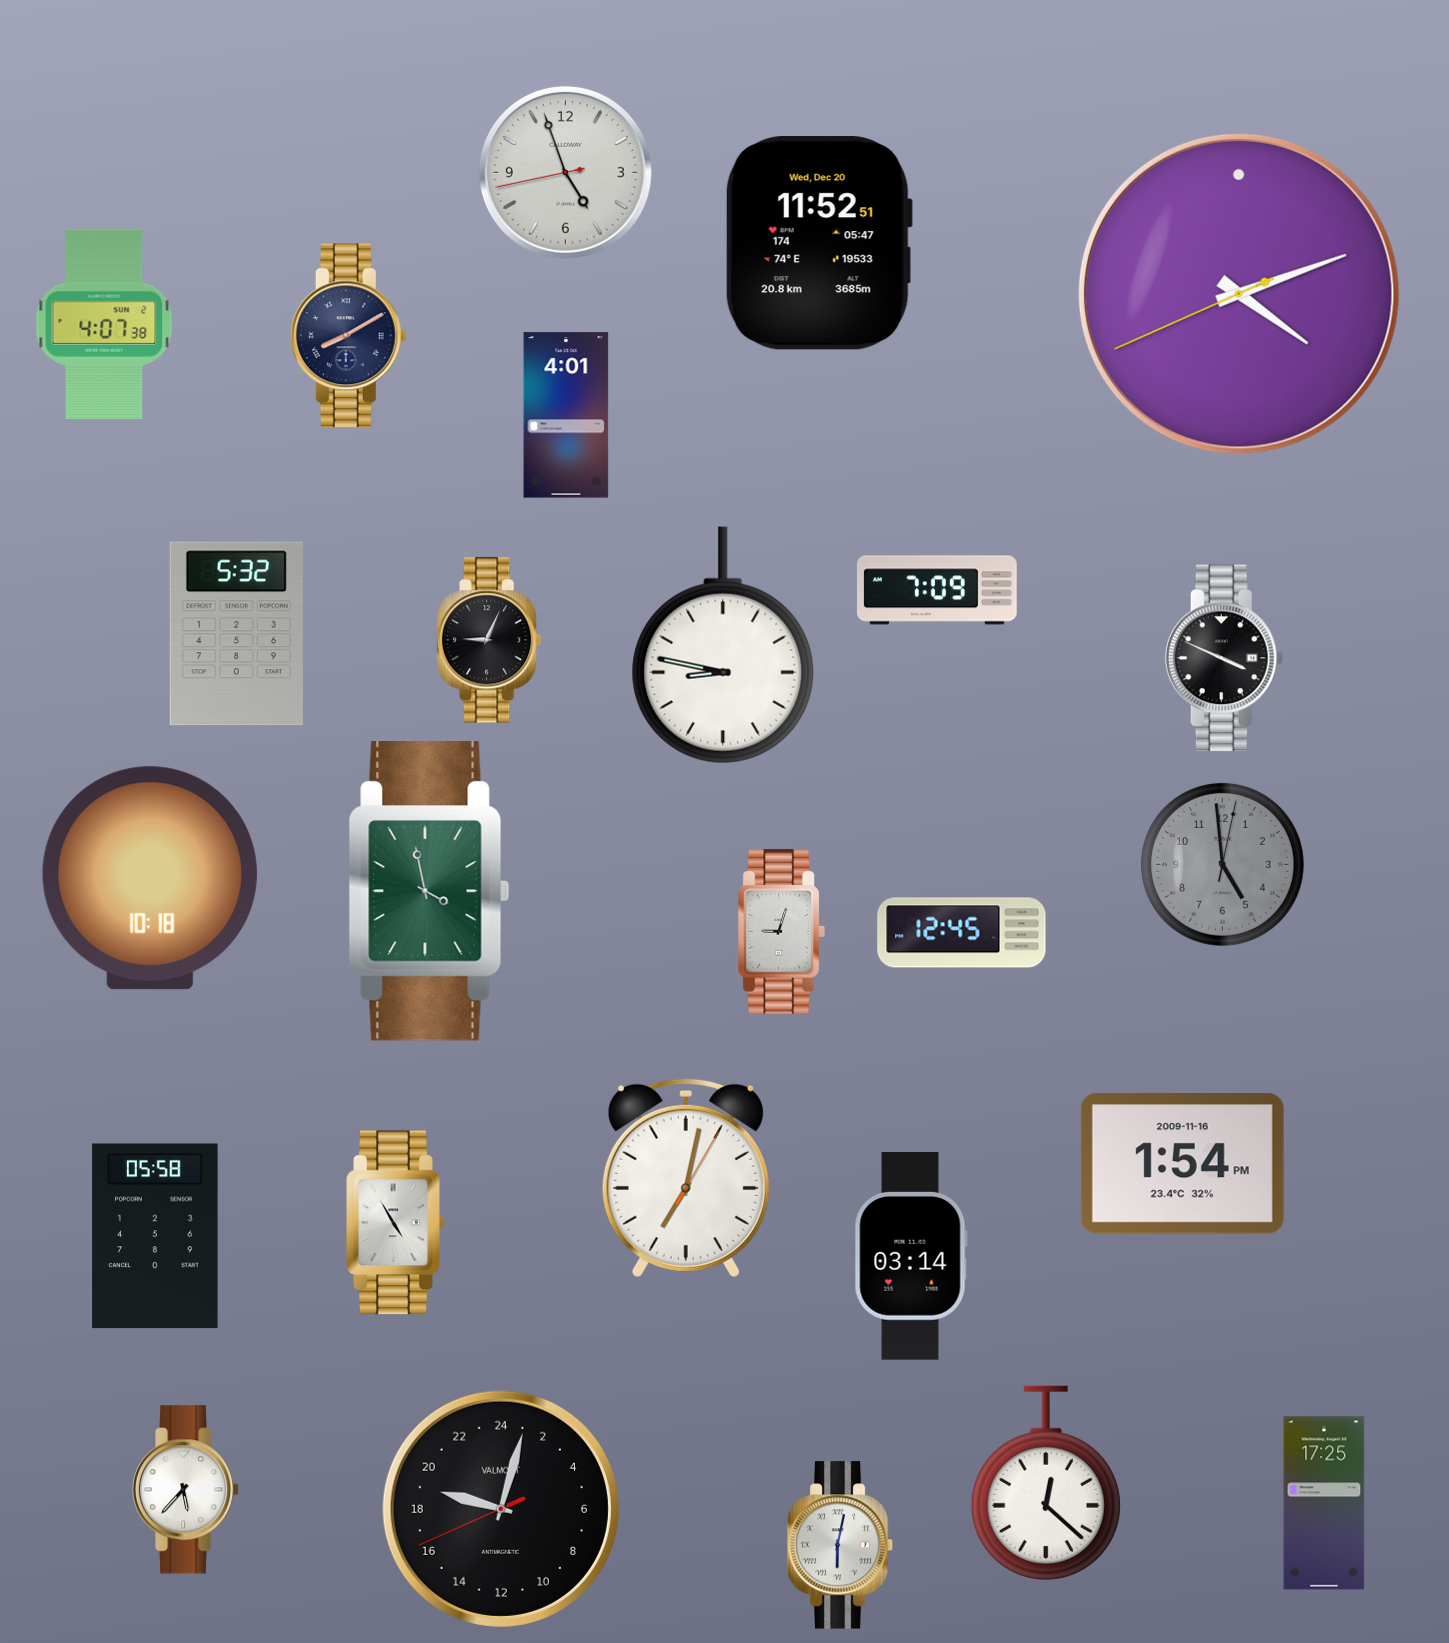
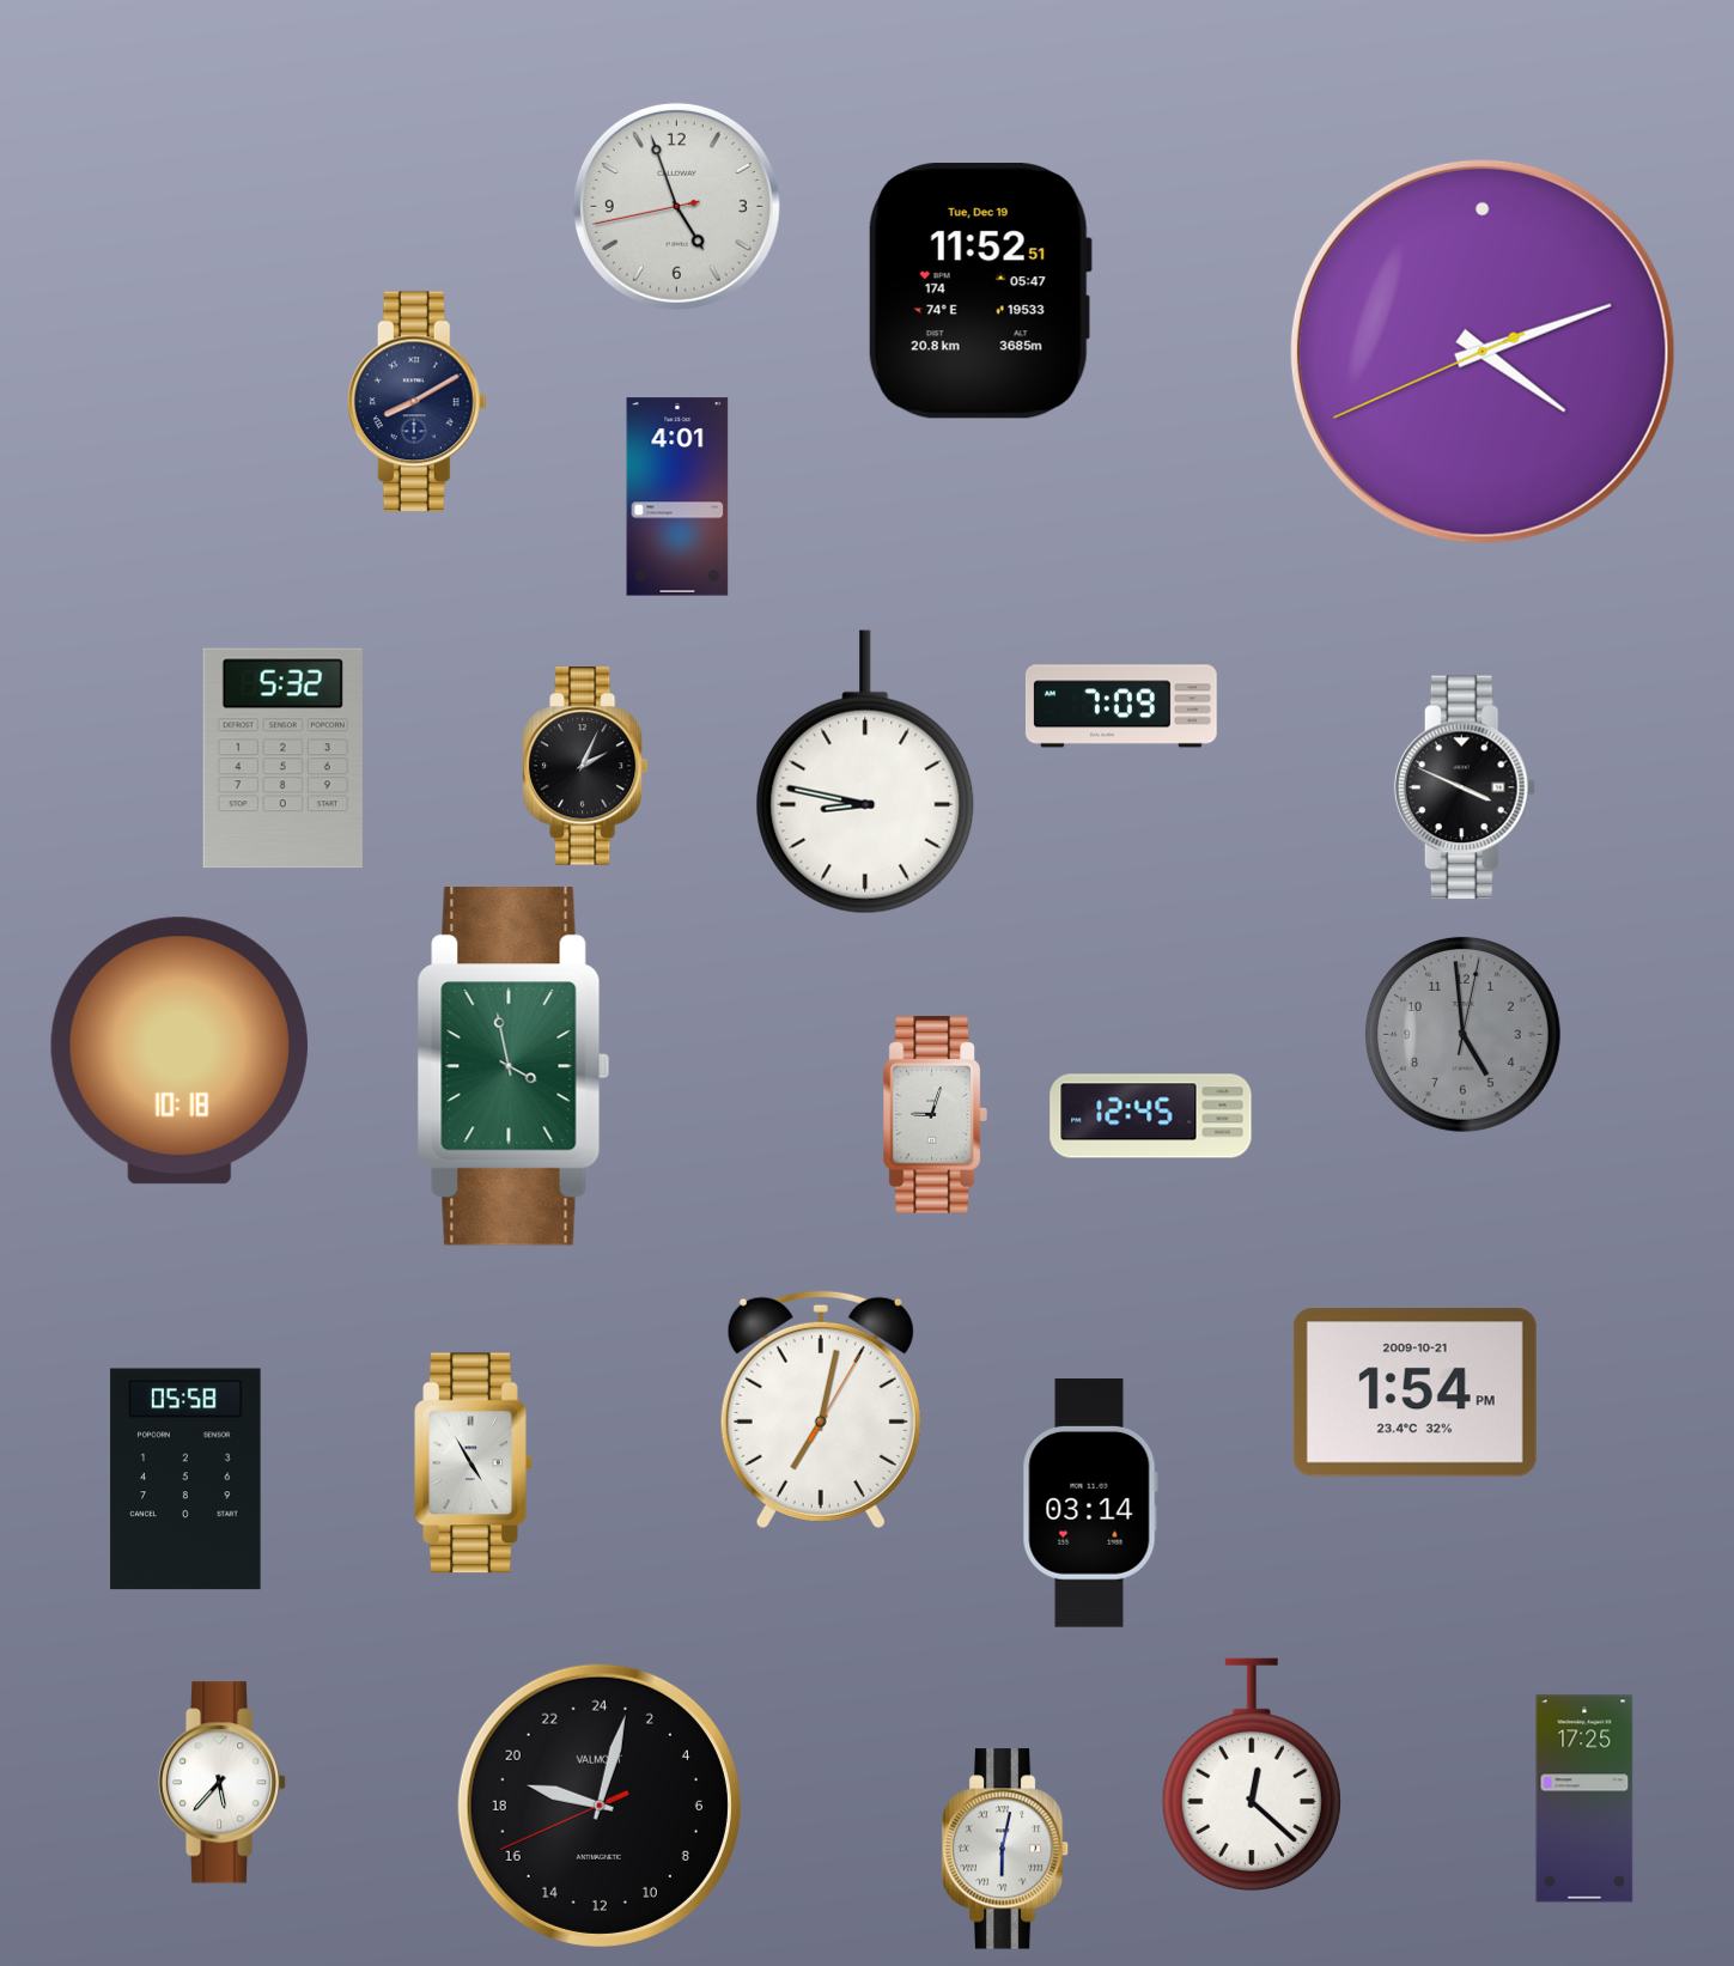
clock at (819, 243) date: Wed, Dec 20 -> Tue, Dec 19
clock at (104, 324): 4:07 -> none
clock at (489, 640): 9:04 -> 2:04
clock at (1182, 1164) date: 2009-11-16 -> 2009-10-21
